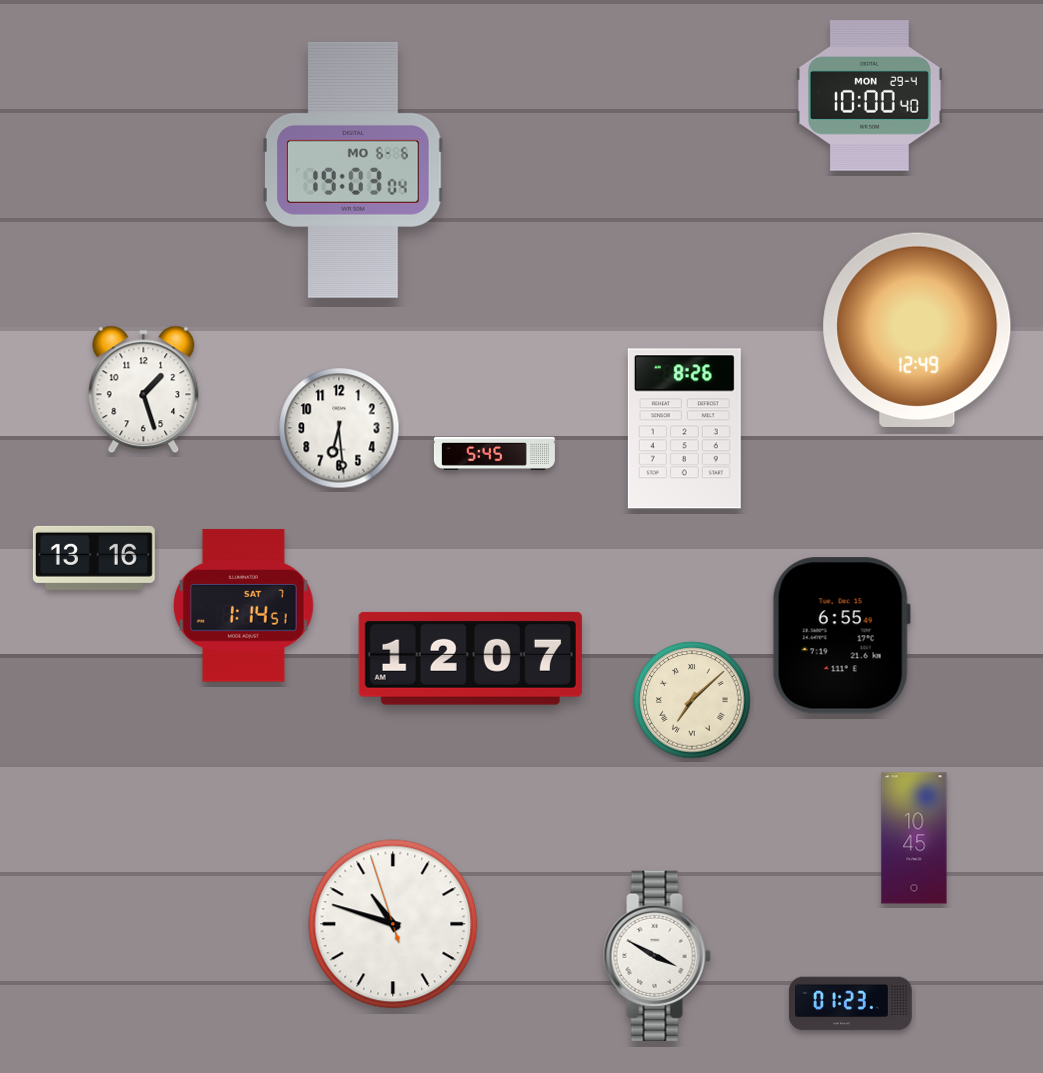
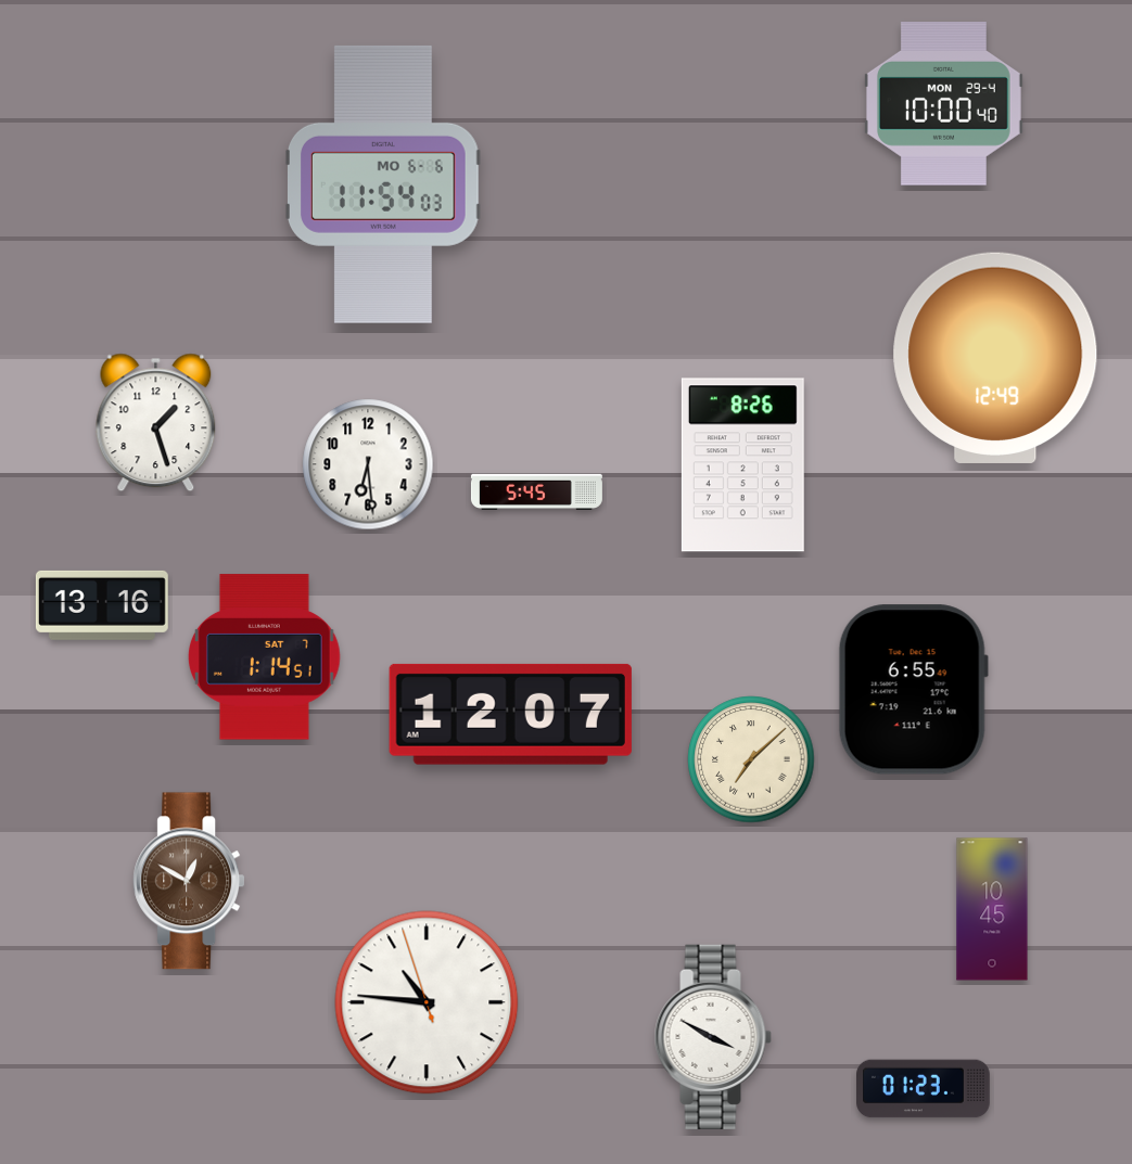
clock at (354, 170): 19:03 -> 11:54
clock at (189, 881): none -> 12:50
clock at (393, 924): 10:47 -> 10:45
